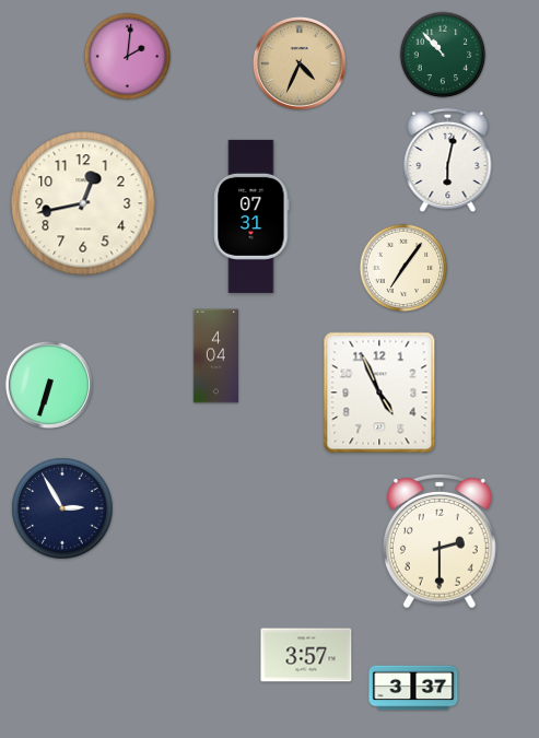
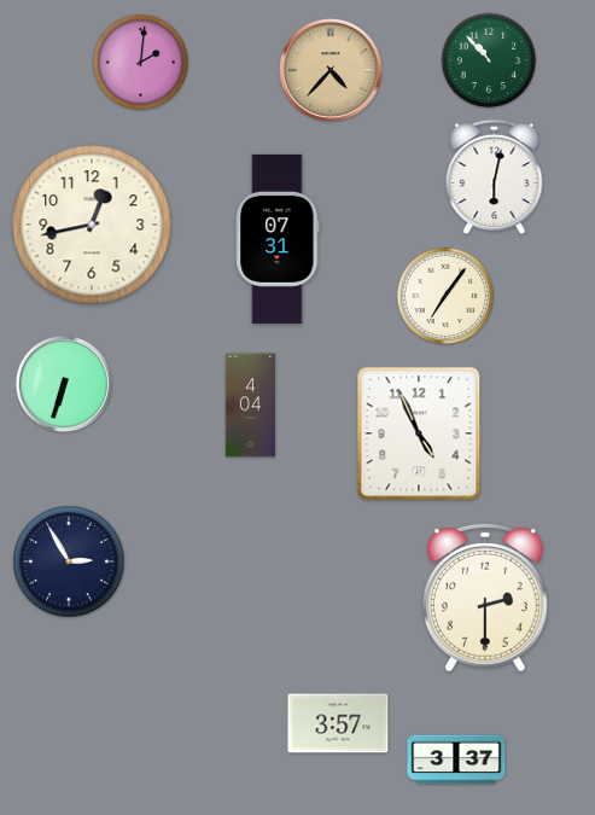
clock at (300, 63): 4:34 -> 4:37
clock at (215, 356) position: (215, 356) -> (250, 406)
clock at (49, 385) position: (49, 385) -> (64, 384)
